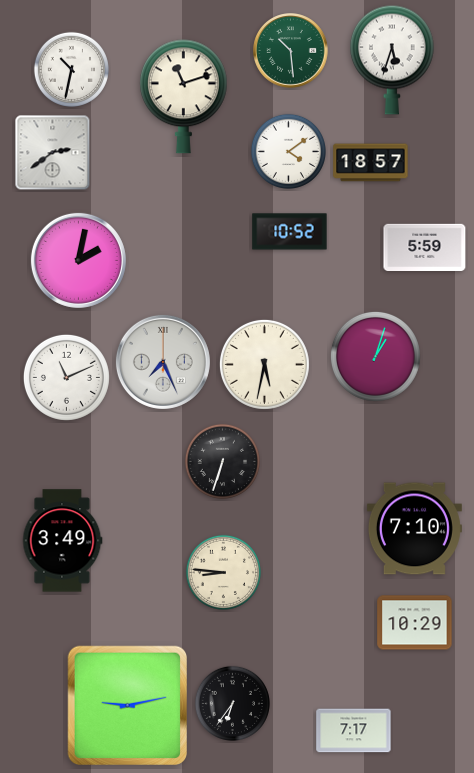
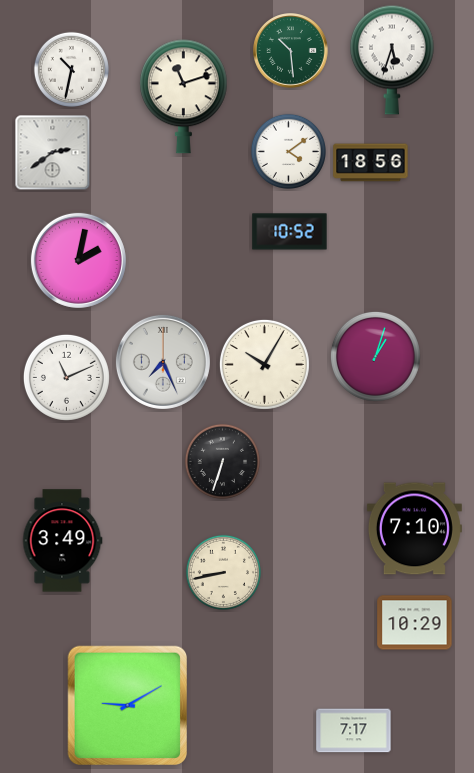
clock at (371, 163): 18:57 -> 18:56
clock at (425, 247): 5:59 -> none
clock at (264, 364): 5:32 -> 10:05
clock at (223, 572): 8:46 -> 8:43
clock at (232, 703): 6:36 -> none
clock at (127, 705): 9:13 -> 9:10
